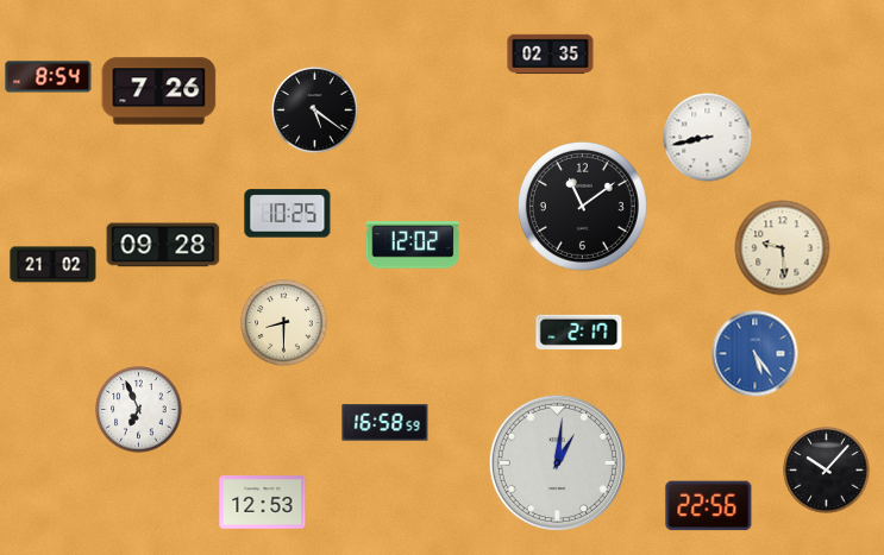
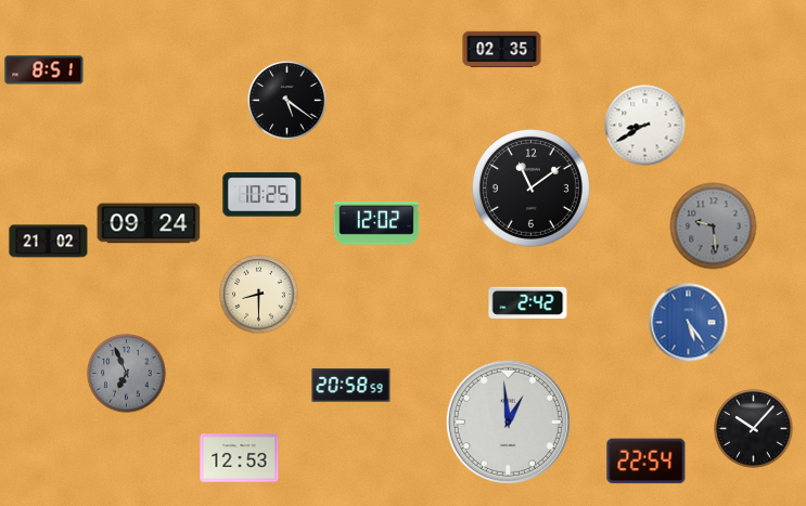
clock at (49, 77): 8:54 -> 8:51
clock at (159, 92): 7:26 -> none
clock at (708, 138): 8:43 -> 8:40
clock at (163, 245): 09:28 -> 09:24
clock at (783, 248) dial: cream -> grey
clock at (579, 332): 2:17 -> 2:42
clock at (139, 410) dial: white -> grey
clock at (385, 423): 16:58 -> 20:58
clock at (557, 462): 1:01 -> 12:59
clock at (709, 506): 22:56 -> 22:54
